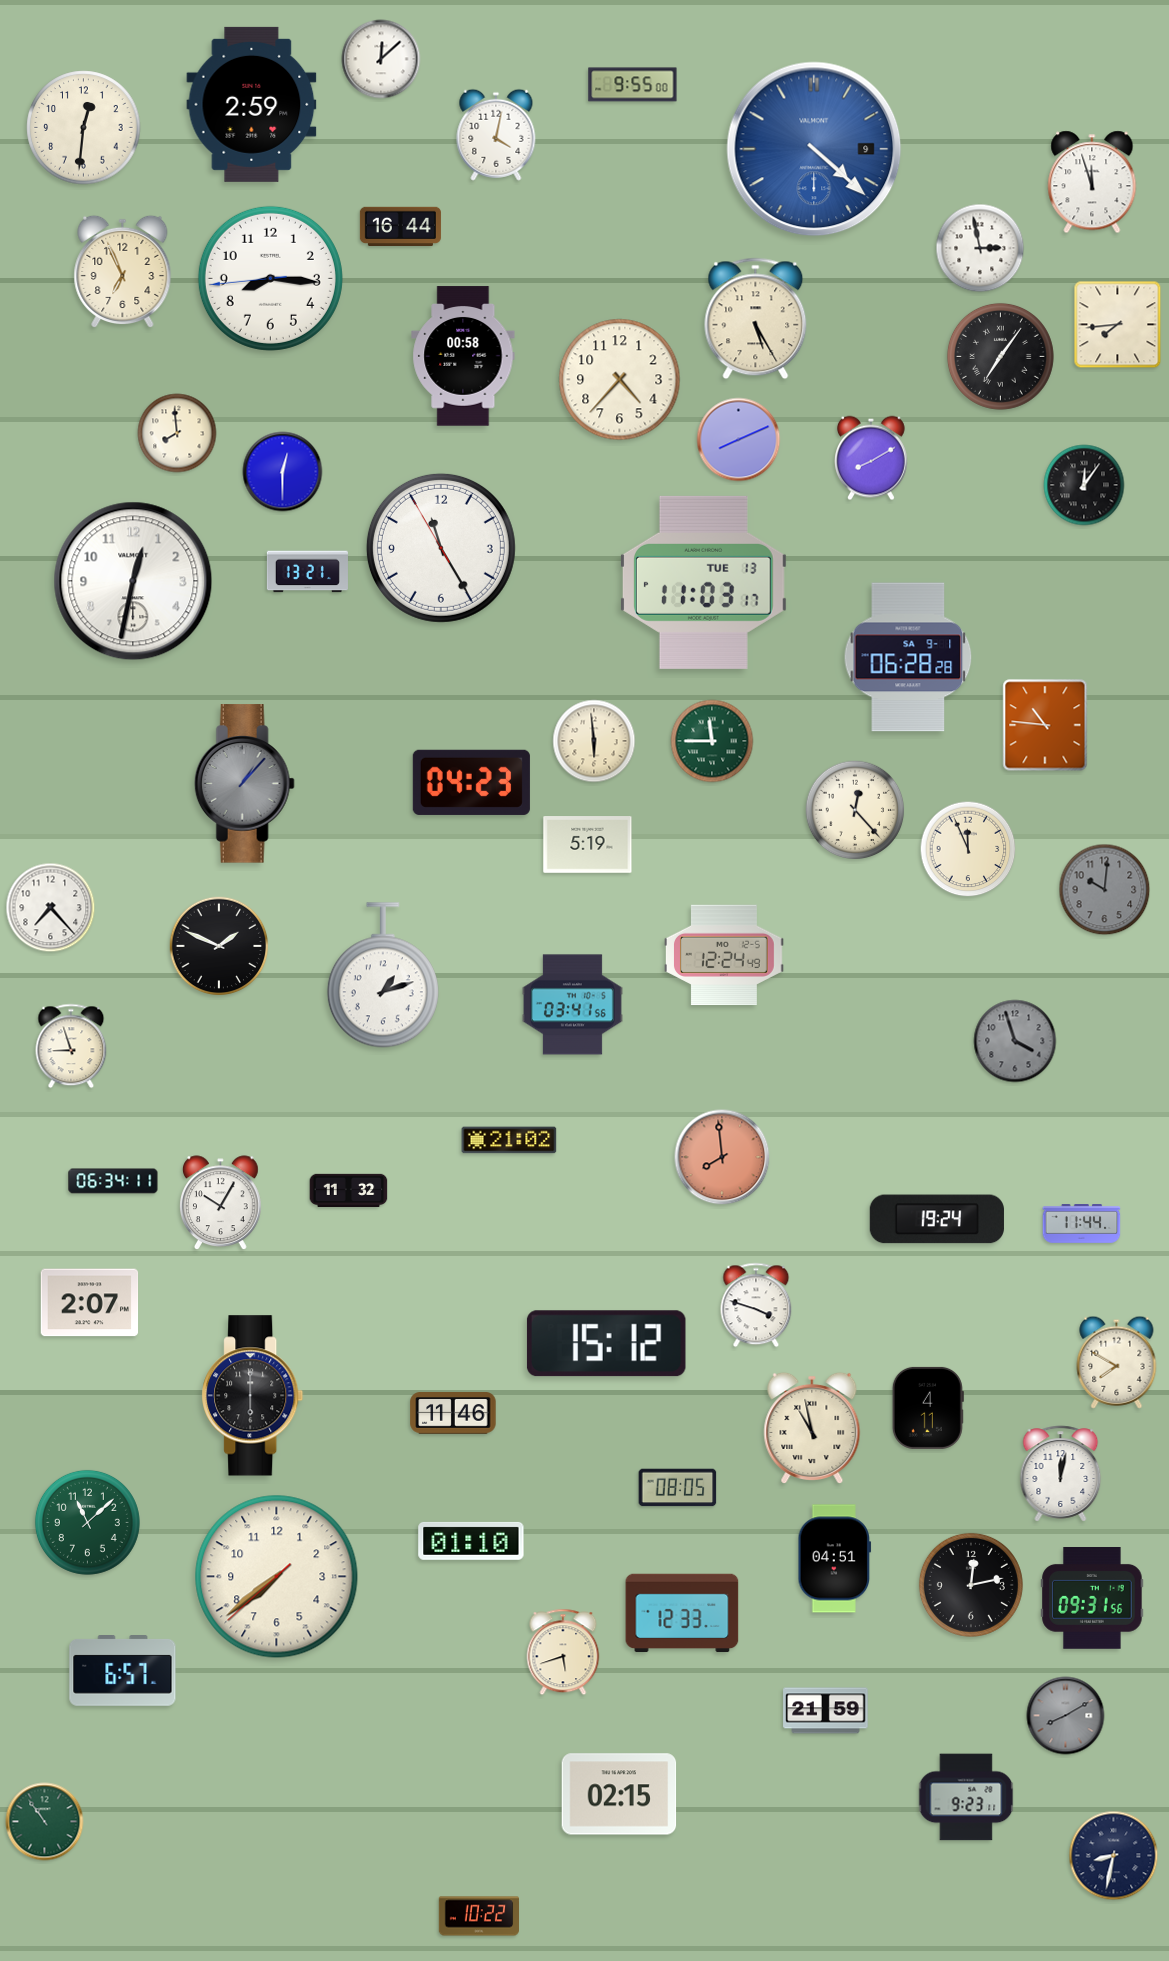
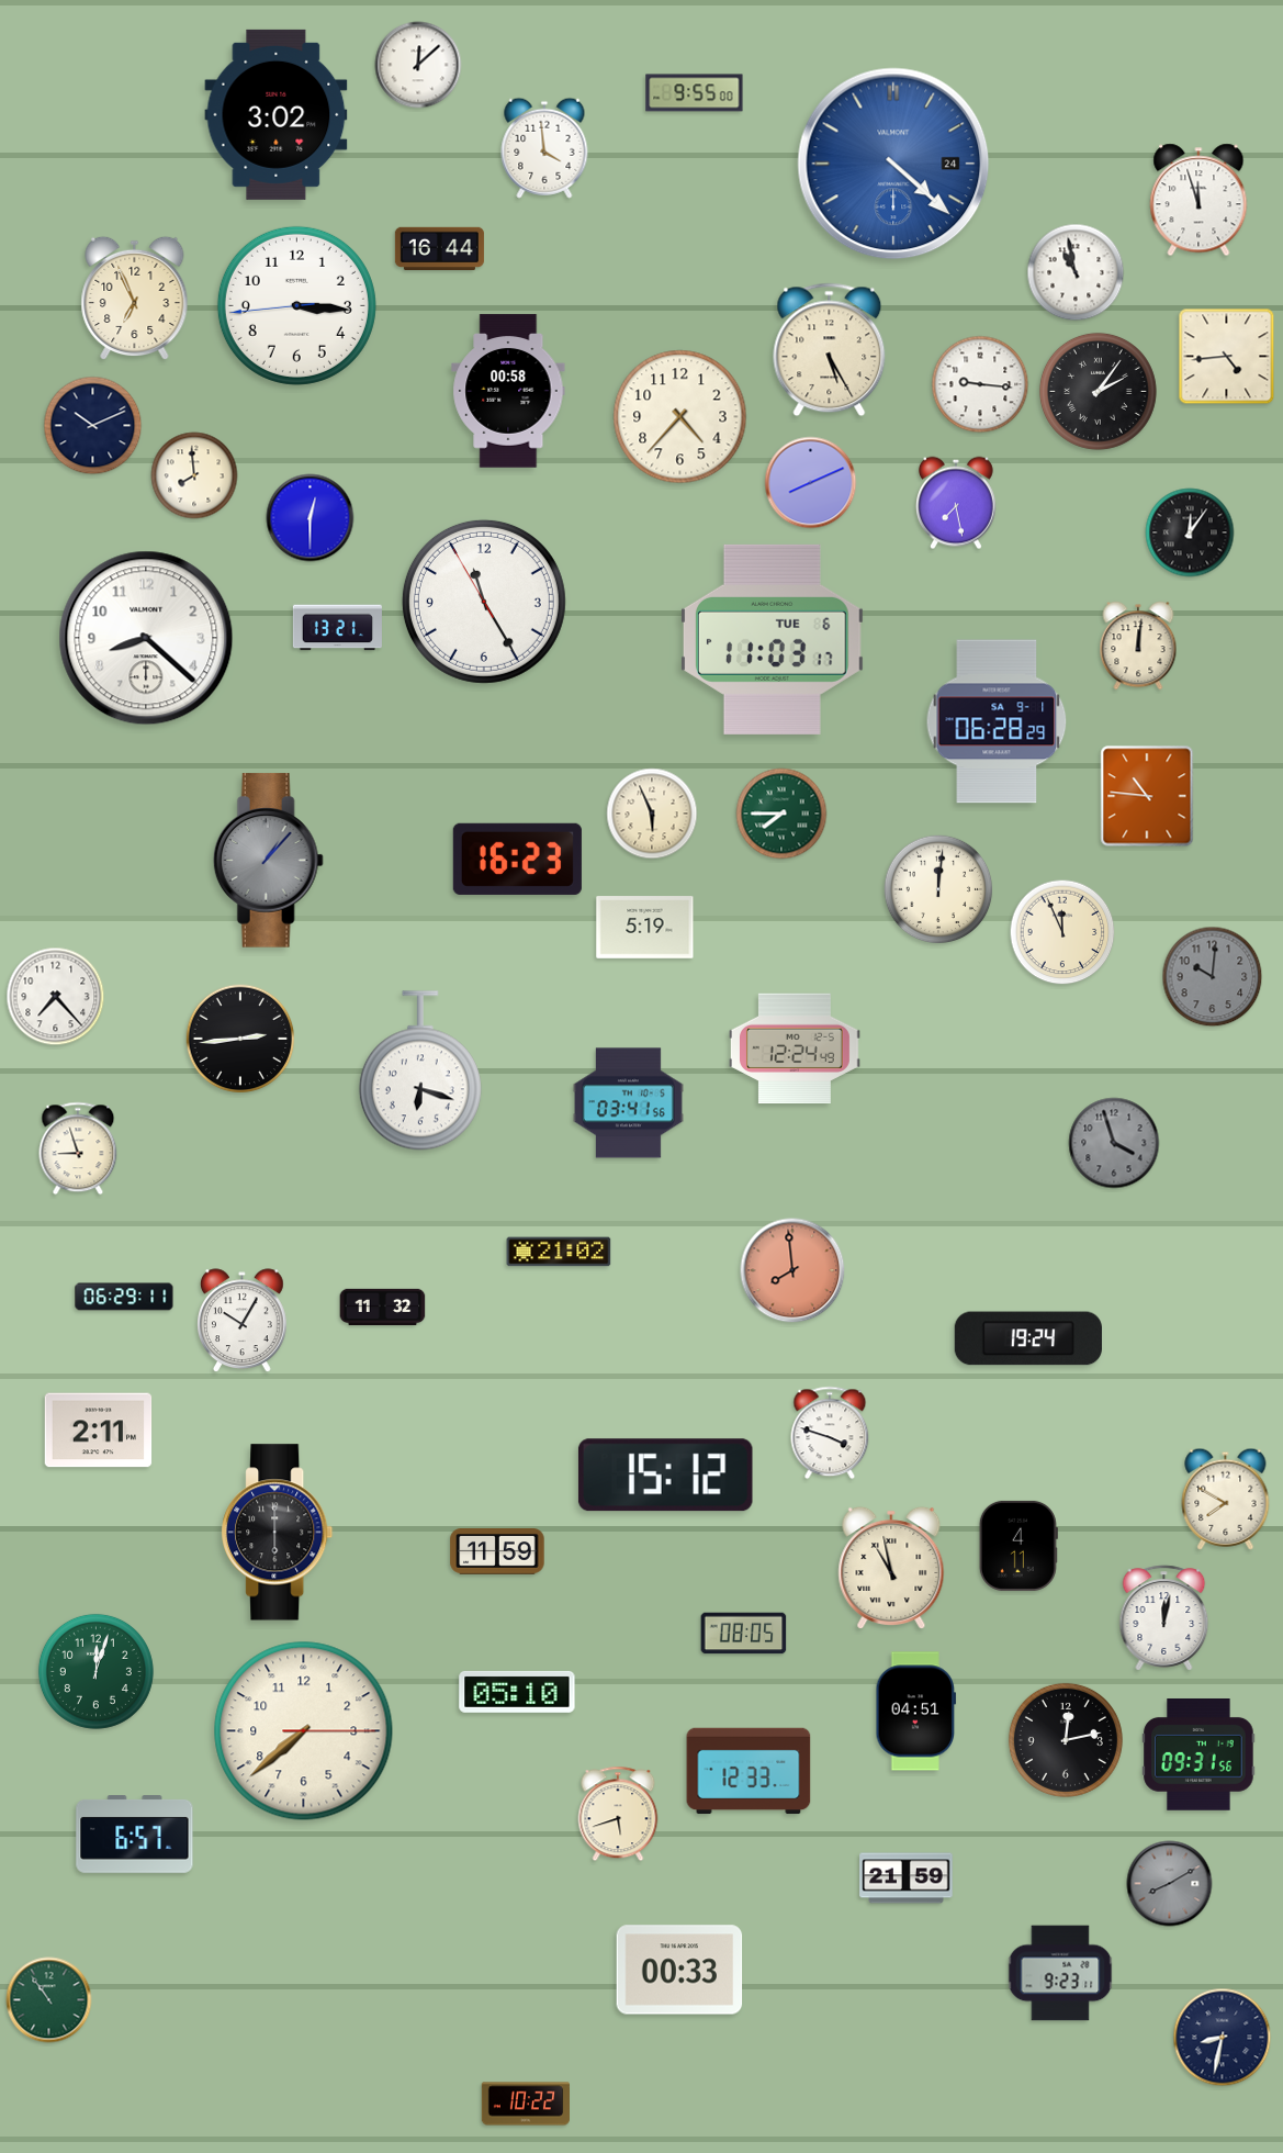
clock at (252, 104): 2:59 -> 3:02
clock at (84, 128): 12:31 -> none
clock at (496, 135): 4:02 -> 3:59
clock at (814, 149) date: 9 -> 24
clock at (980, 248): 2:58 -> 10:58
clock at (270, 278): 8:15 -> 3:15
clock at (1118, 325): 7:44 -> 4:44
clock at (980, 384): none -> 9:16
clock at (1000, 356): 7:06 -> 2:06
clock at (93, 426): none -> 10:11
clock at (872, 458): 8:10 -> 7:28
clock at (133, 581): 12:32 -> 8:22
clock at (703, 582) date: TUE 13 -> TUE 6
clock at (1138, 646): none -> 12:01
clock at (908, 657): 06:28:28 -> 06:28:29
clock at (594, 741): 5:59 -> 5:56
clock at (712, 741): 11:45 -> 7:45
clock at (471, 782): 04:23 -> 16:23
clock at (855, 810): 12:23 -> 12:01
clock at (219, 946): 1:49 -> 2:44
clock at (383, 975): 1:12 -> 6:18
clock at (113, 1181): 06:34 -> 06:29
clock at (1082, 1224): 11:44 -> none
clock at (90, 1303): 2:07 -> 2:11
clock at (1117, 1362) position: (1117, 1362) -> (1226, 1499)
clock at (453, 1414): 11:46 -> 11:59
clock at (87, 1522): 11:08 -> 12:03
clock at (471, 1541): 01:10 -> 05:10
clock at (277, 1577): 7:38:38 -> 7:38:15
clock at (619, 1794): 02:15 -> 00:33
